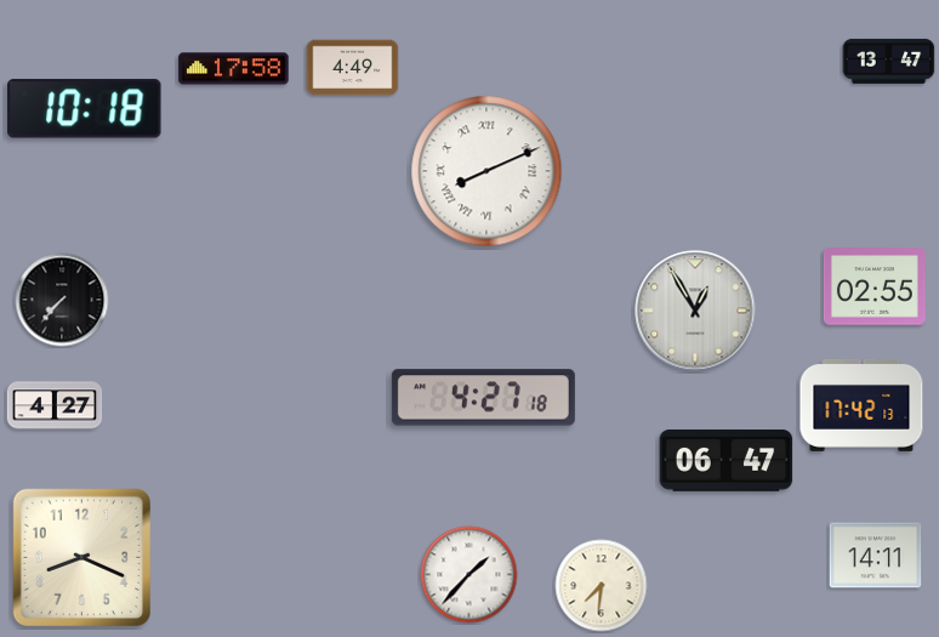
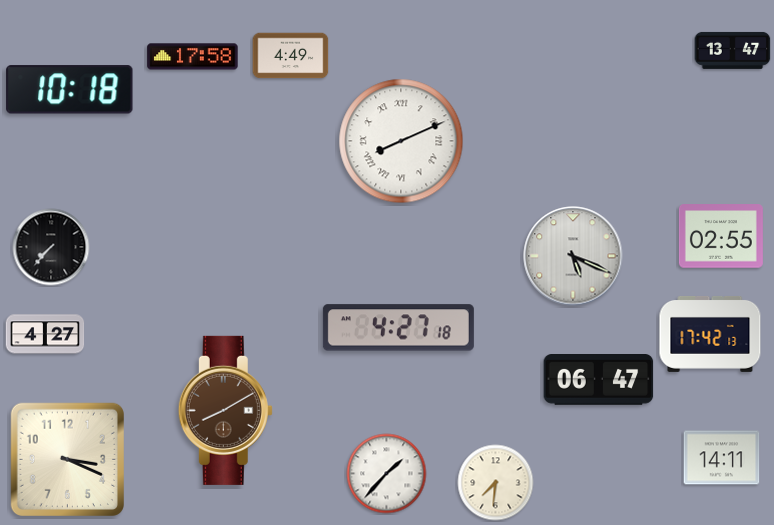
clock at (695, 311): 12:55 -> 5:19
clock at (225, 410): none -> 8:10
clock at (81, 557): 8:19 -> 3:19
